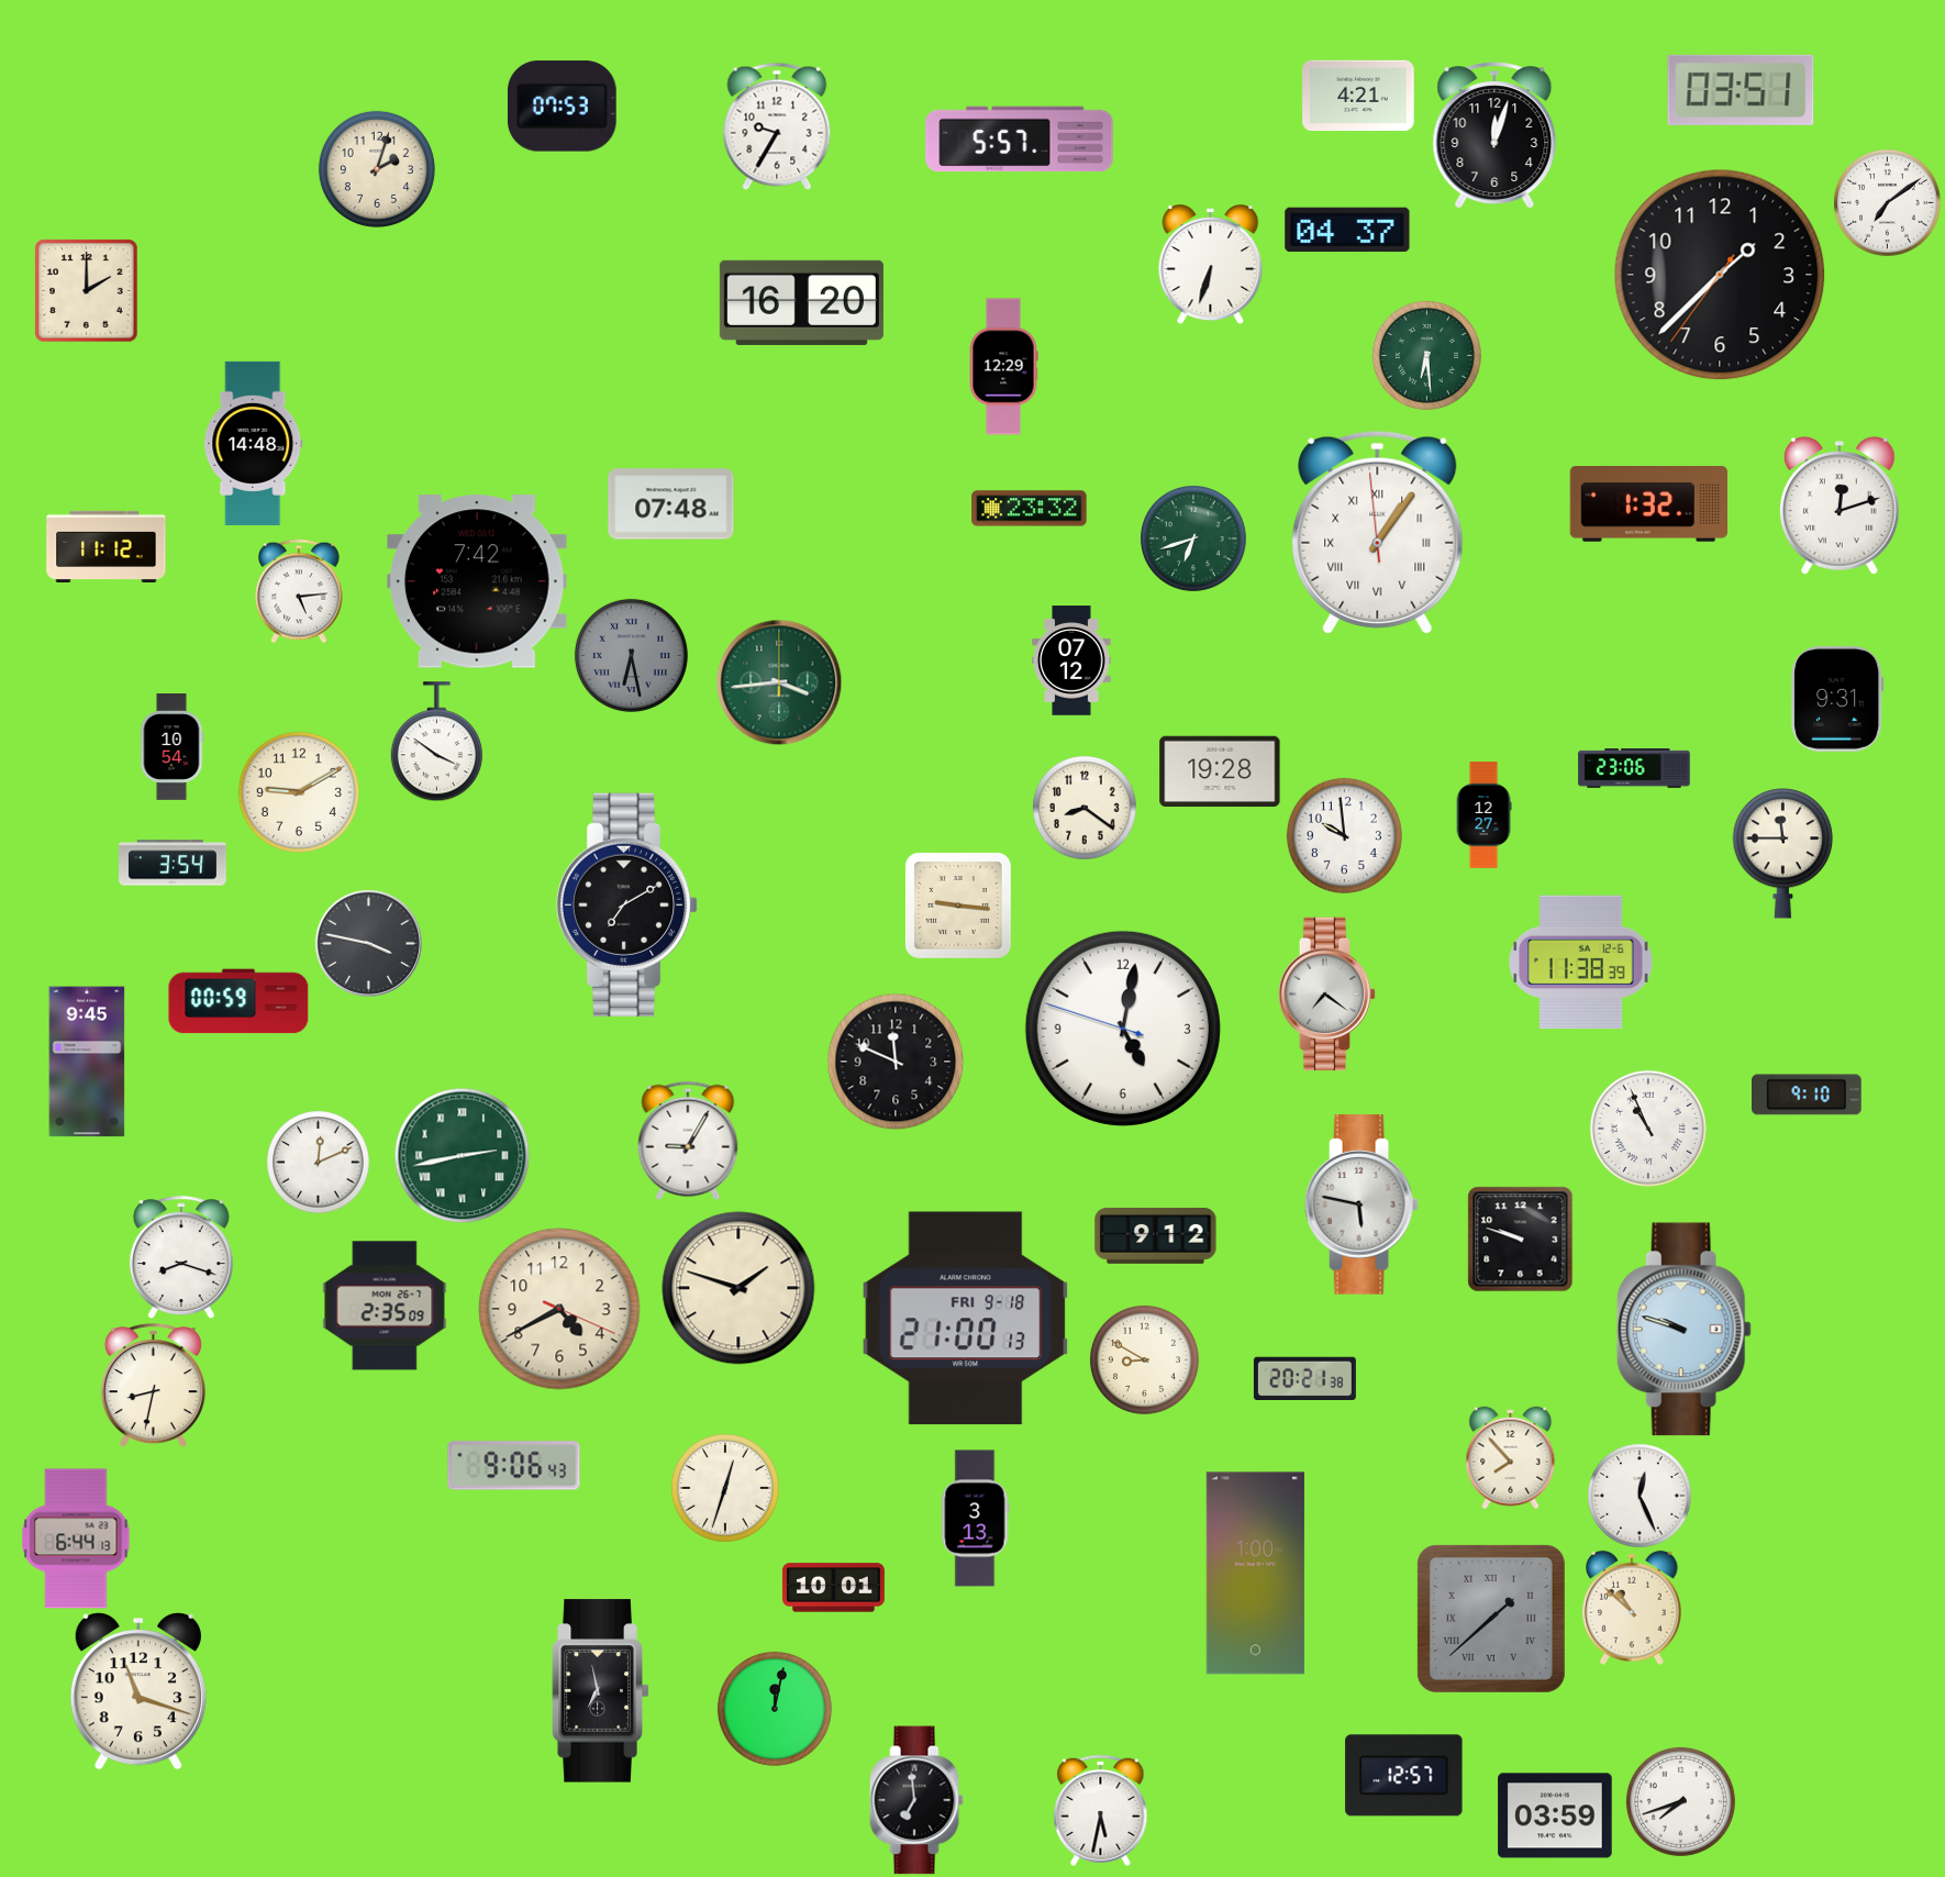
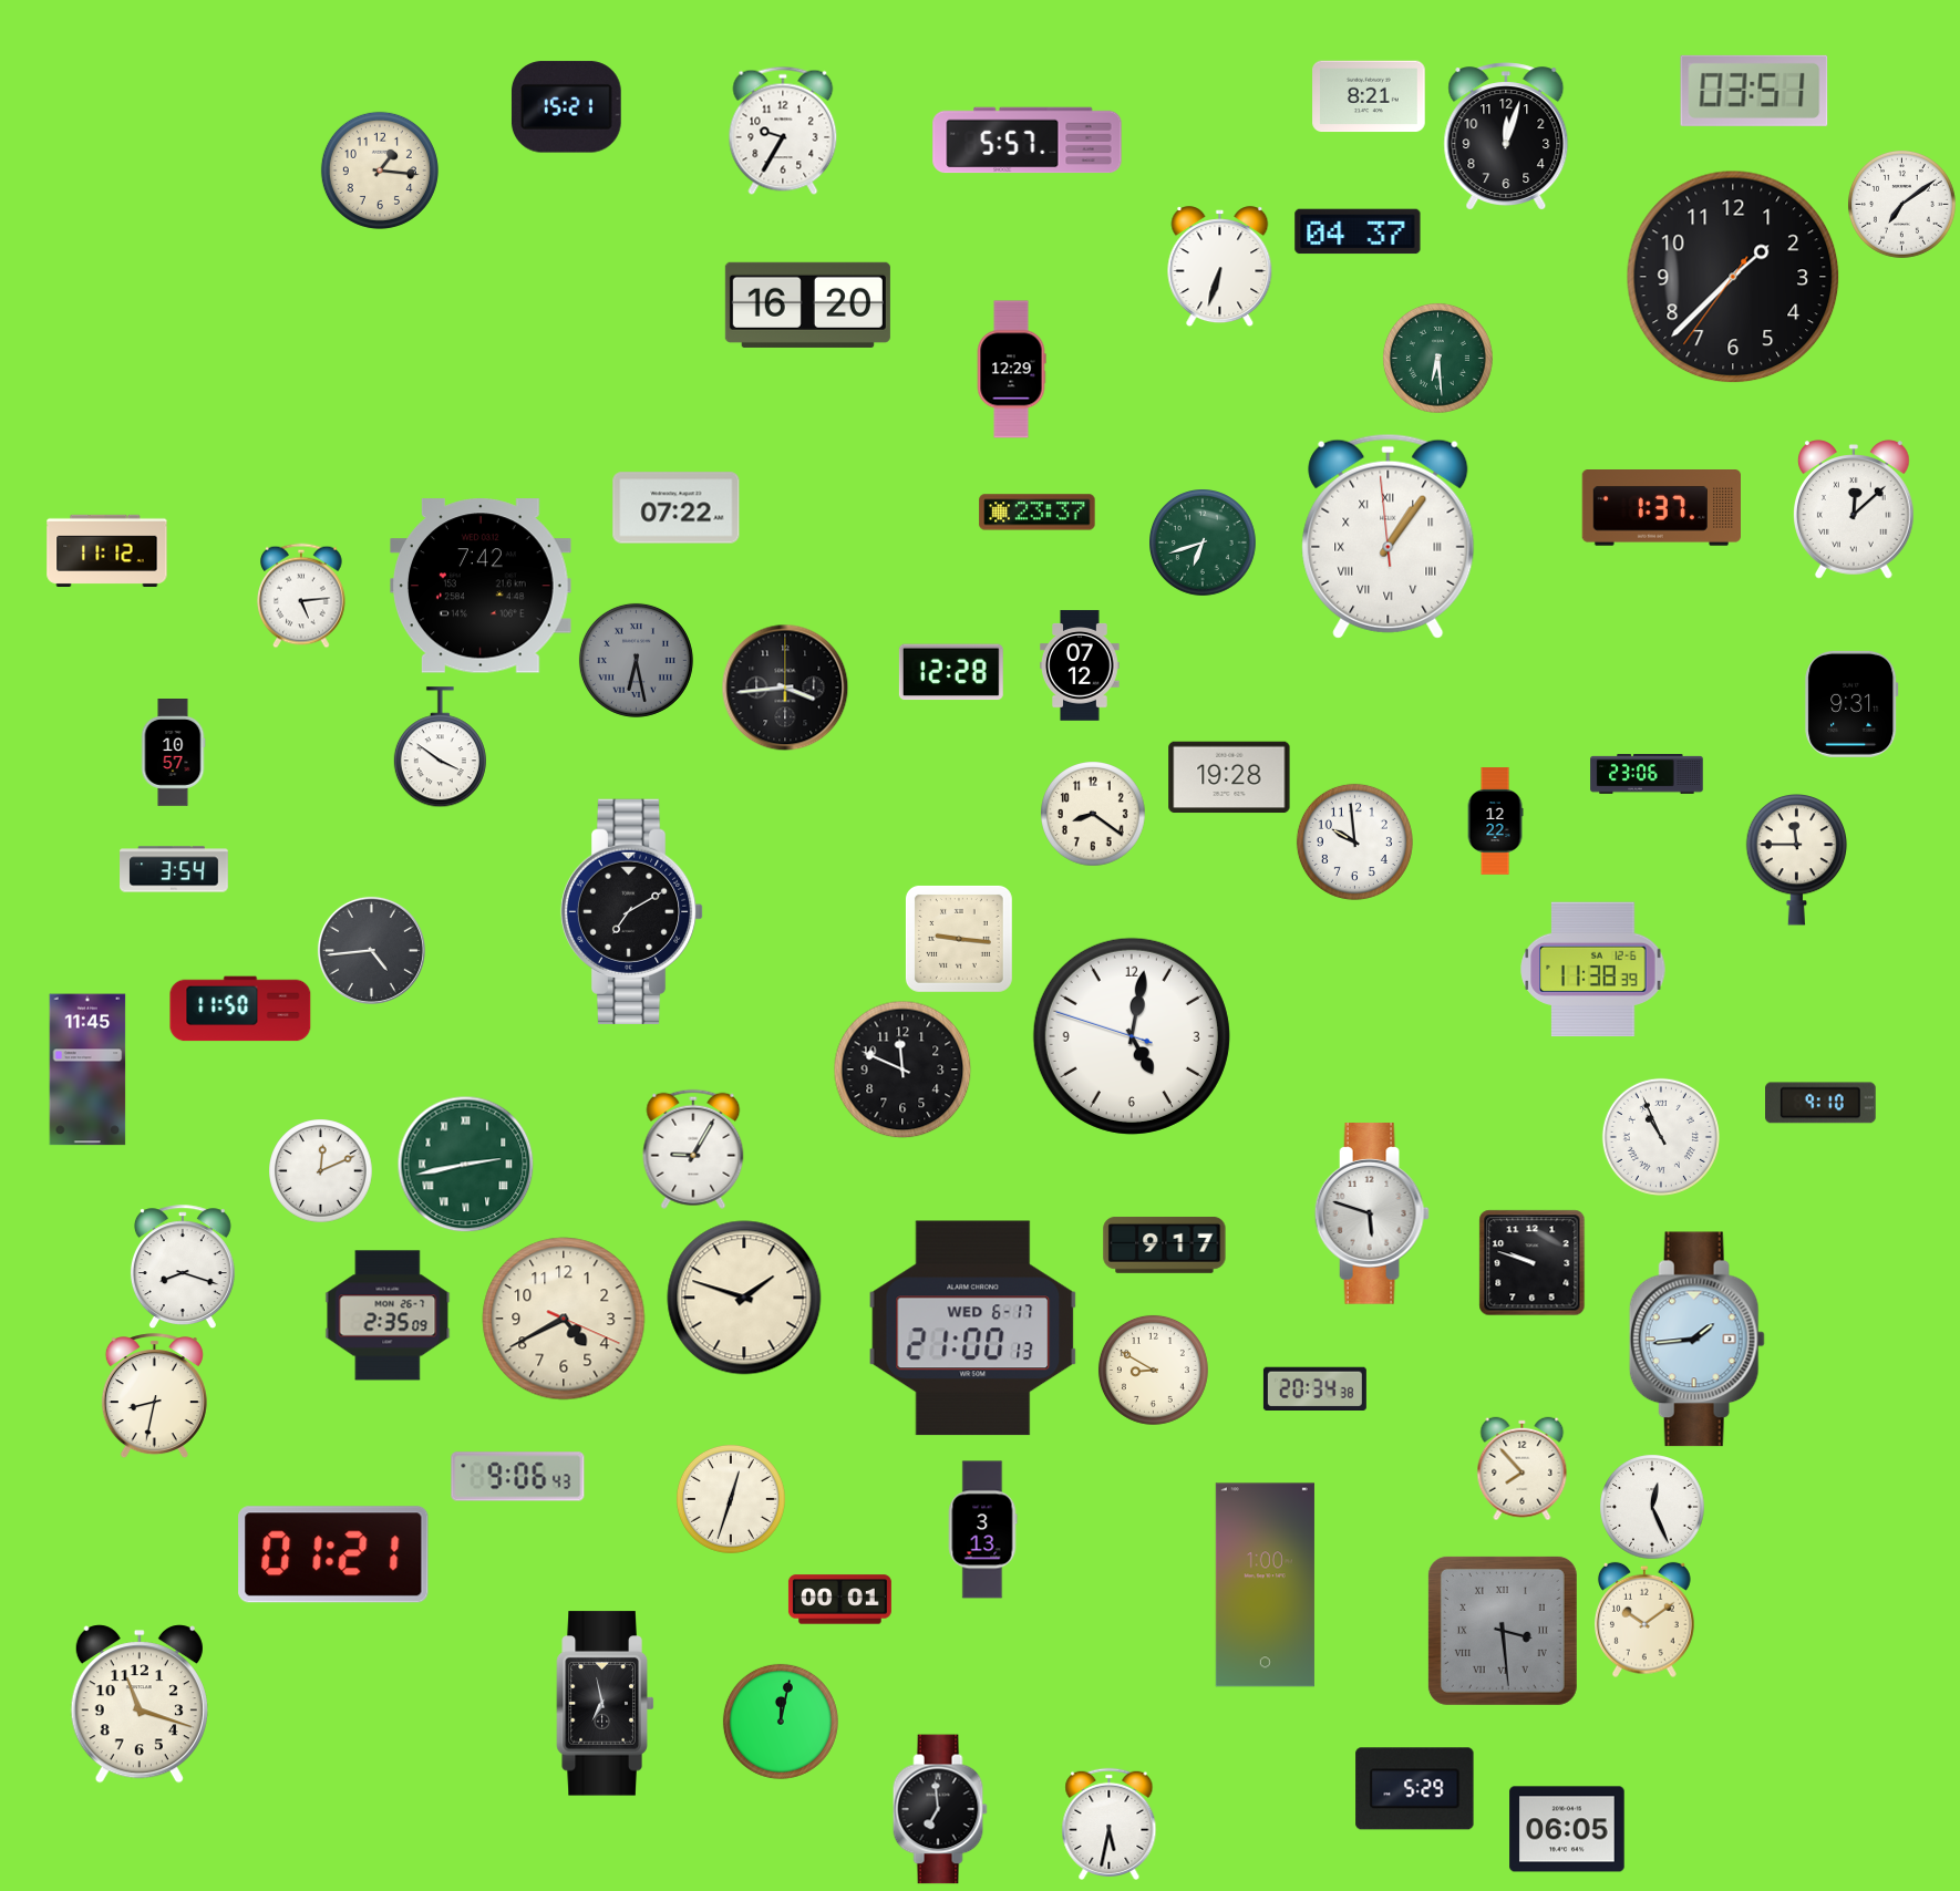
clock at (1358, 96): 4:21 -> 8:21
clock at (562, 107): 07:53 -> 15:21
clock at (777, 126) position: (777, 126) -> (783, 131)
clock at (377, 169): 2:03 -> 1:16
clock at (86, 290): 2:00 -> none
clock at (254, 443): 14:48 -> none
clock at (671, 504): 07:48 -> 07:22
clock at (1648, 504): 1:32 -> 1:37
clock at (1841, 506): 12:12 -> 12:08
clock at (1030, 509): 23:32 -> 23:37
clock at (951, 672): none -> 12:28
clock at (779, 682) dial: green -> black
clock at (171, 747): 10:54 -> 10:57
clock at (299, 792): 9:10 -> none
clock at (1483, 815): 12:27 -> 12:22
clock at (958, 906) position: (958, 906) -> (959, 939)
clock at (368, 943): 3:47 -> 4:44
clock at (1327, 995): 7:21 -> none
clock at (238, 1001): 00:59 -> 11:50
clock at (87, 1062): 9:45 -> 11:45
clock at (1361, 1204): 5:47 -> 5:48
clock at (1156, 1235): 9:12 -> 9:17
clock at (1520, 1239) position: (1520, 1239) -> (1531, 1262)
clock at (966, 1319) date: FRI 9-18 -> WED 6-17
clock at (1683, 1330): 9:48 -> 1:44
clock at (1304, 1378): 20:21 -> 20:34
clock at (76, 1539): 6:44 -> none
clock at (333, 1554): none -> 01:21
clock at (833, 1588): 10:01 -> 00:01
clock at (1633, 1608): 10:52 -> 10:09
clock at (1491, 1619): 1:38 -> 3:29
clock at (1404, 1776): 12:57 -> 5:29
clock at (916, 1800) position: (916, 1800) -> (940, 1809)
clock at (1680, 1801): 7:42 -> none
clock at (1555, 1815): 03:59 -> 06:05
